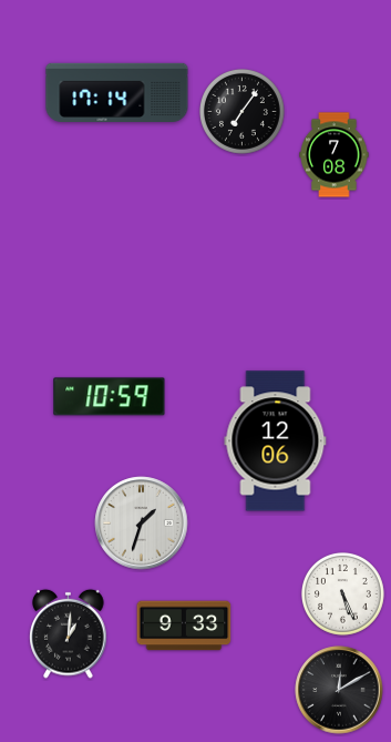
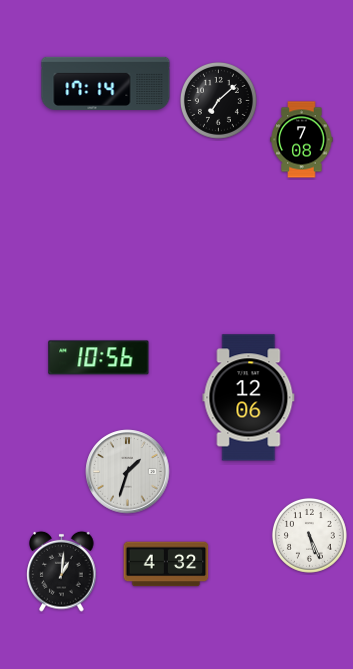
clock at (241, 112): 7:06 -> 7:08
clock at (110, 397): 10:59 -> 10:56
clock at (184, 626): 9:33 -> 4:32
clock at (339, 690): 12:10 -> none
